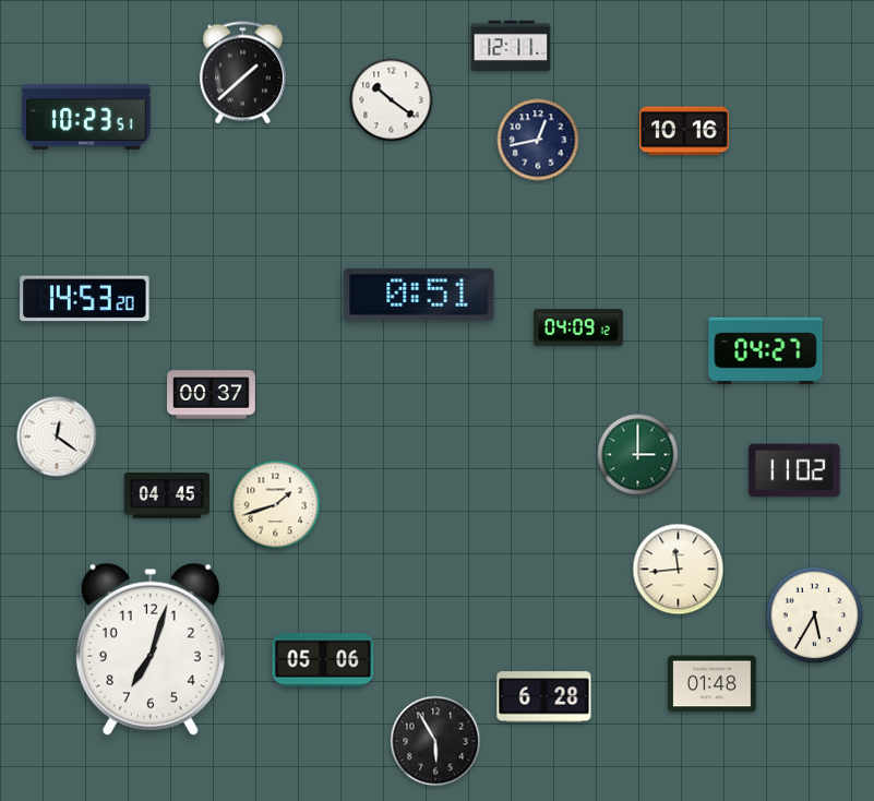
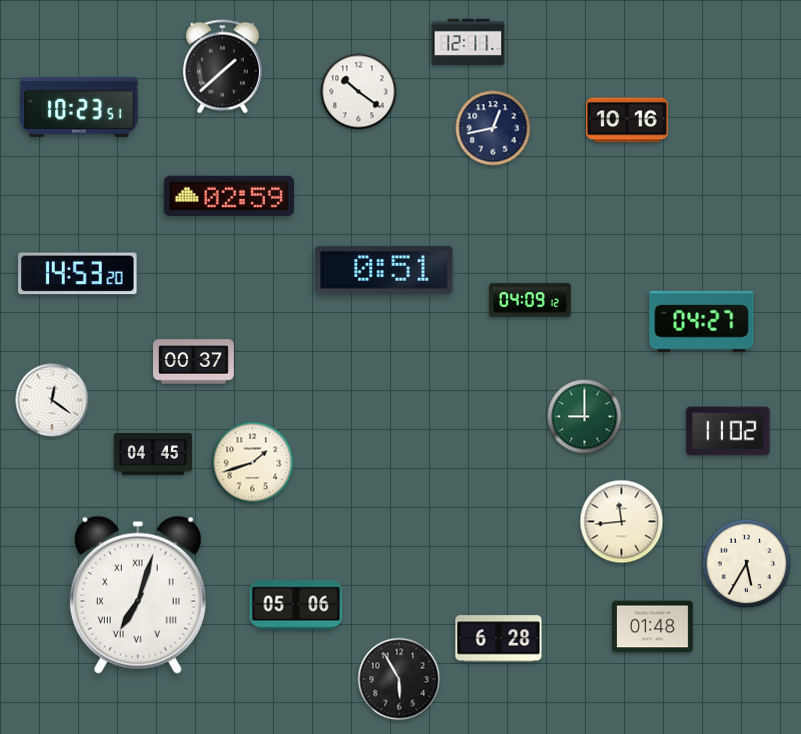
clock at (229, 195): none -> 02:59
clock at (638, 455): 3:00 -> 9:00
clock at (151, 649) numerals: Arabic -> Roman
